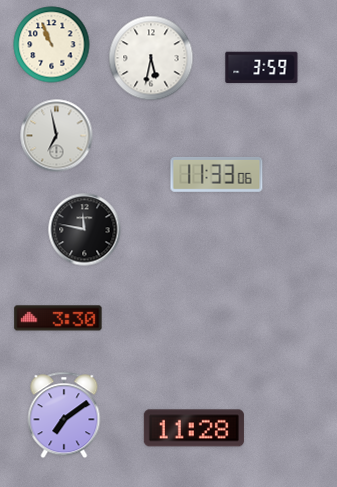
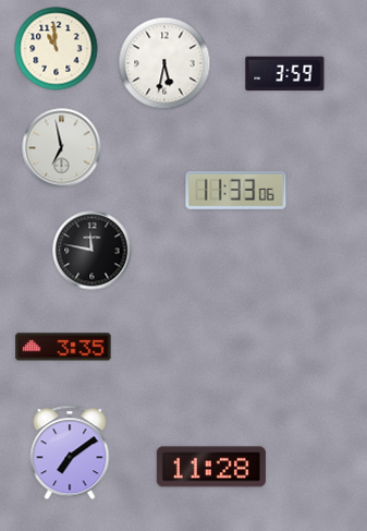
clock at (52, 45): 10:56 -> 10:59
clock at (58, 318): 3:30 -> 3:35
